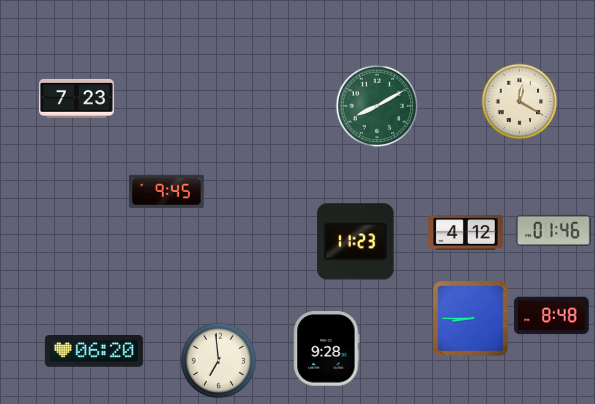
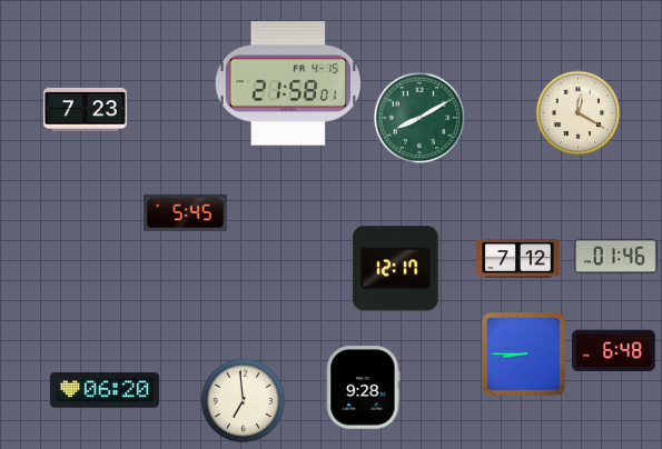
clock at (288, 83): none -> 21:58
clock at (167, 191): 9:45 -> 5:45
clock at (466, 233): 4:12 -> 7:12
clock at (356, 242): 11:23 -> 12:17
clock at (552, 316): 8:48 -> 6:48
